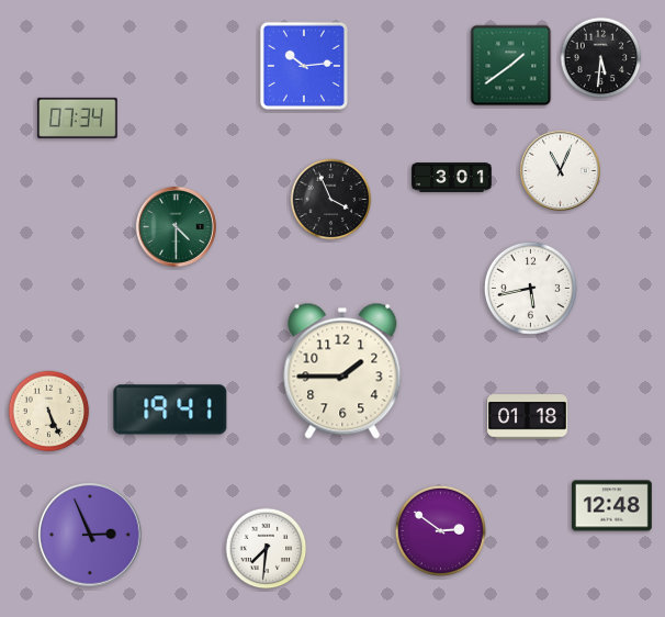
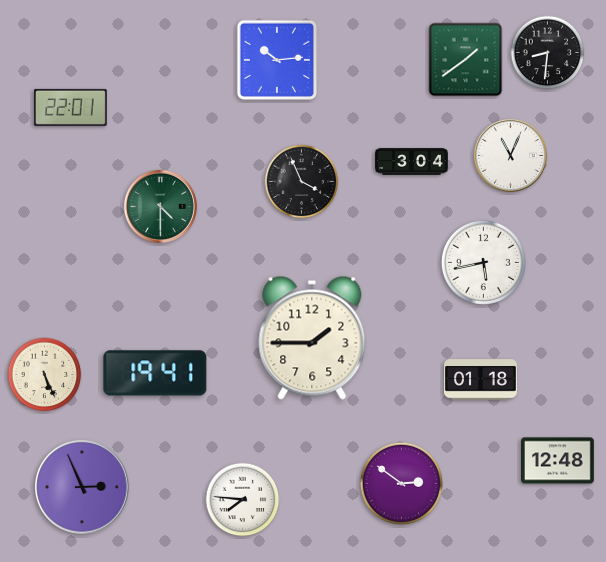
clock at (601, 58): 5:31 -> 8:31
clock at (78, 117): 07:34 -> 22:01
clock at (452, 178): 3:01 -> 3:04
clock at (267, 549): 7:31 -> 7:46
